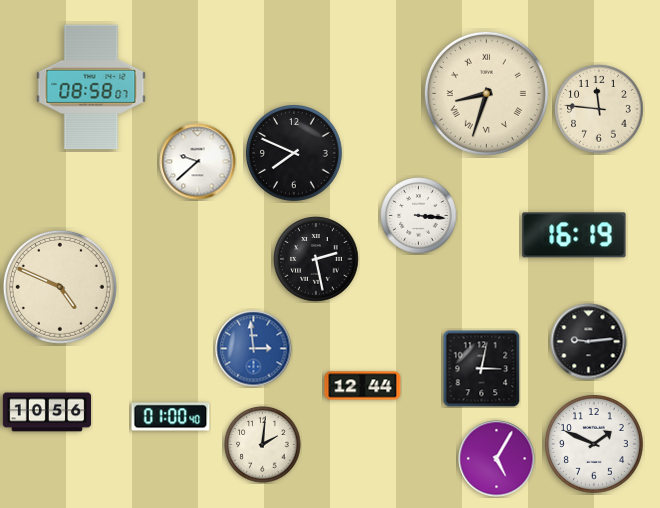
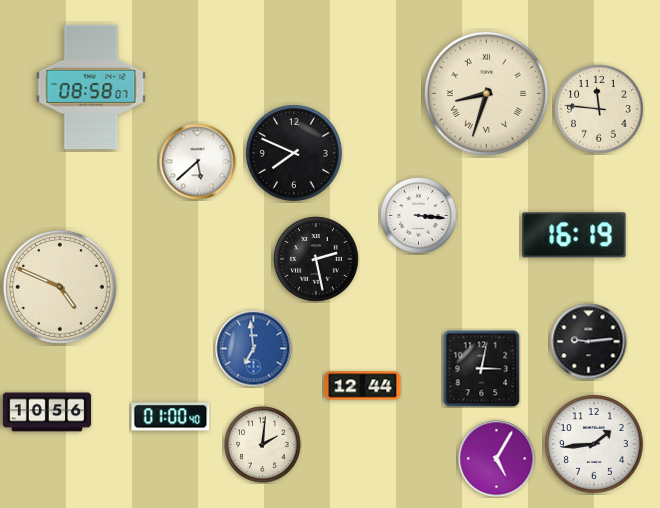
clock at (198, 162): 9:38 -> 5:38
clock at (254, 349): 2:59 -> 6:59
clock at (595, 445): 1:49 -> 1:44
